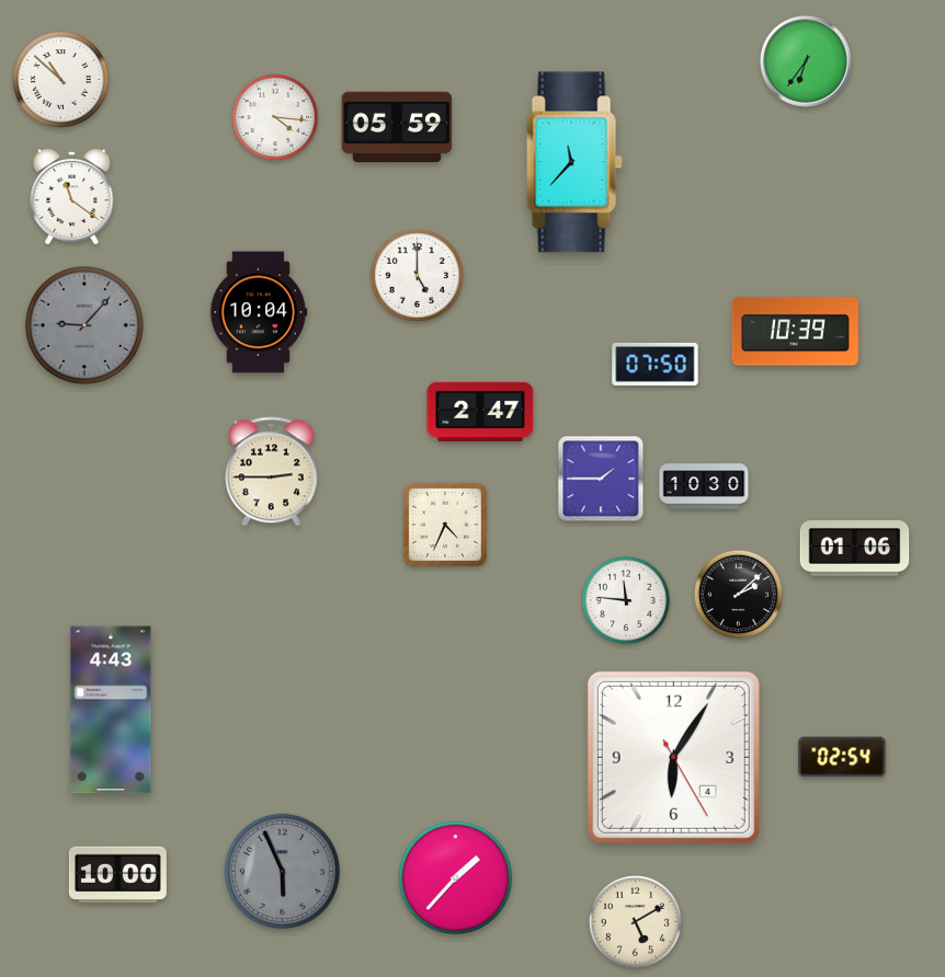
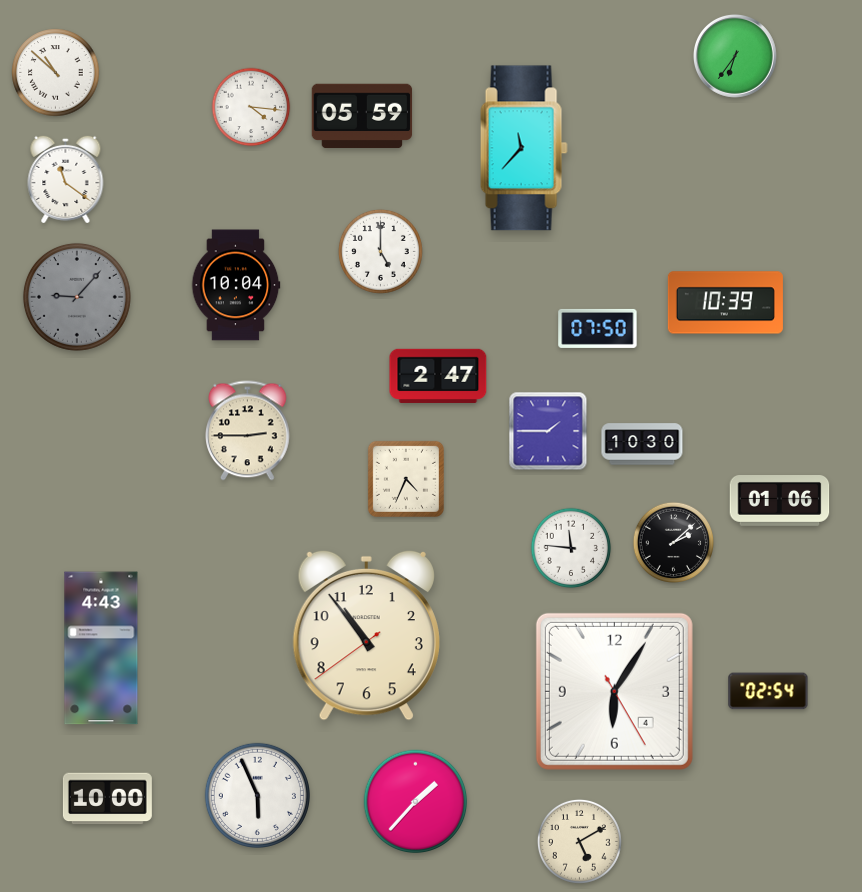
clock at (656, 364) position: (656, 364) -> (598, 328)
clock at (601, 479) position: (601, 479) -> (548, 431)
clock at (366, 635): none -> 10:53
clock at (282, 871) dial: grey -> white
